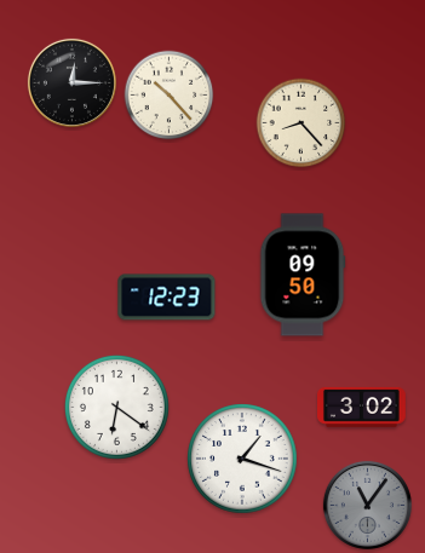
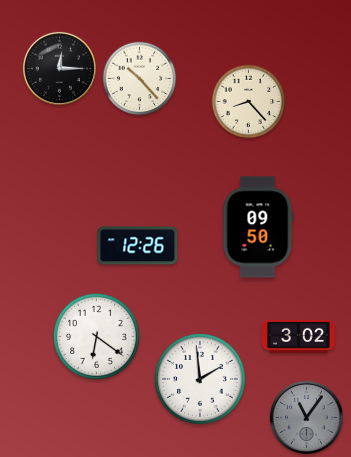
clock at (303, 275) position: (303, 275) -> (258, 227)
clock at (167, 298): 12:23 -> 12:26
clock at (242, 459): 1:18 -> 1:59
clock at (367, 505) position: (367, 505) -> (306, 417)
